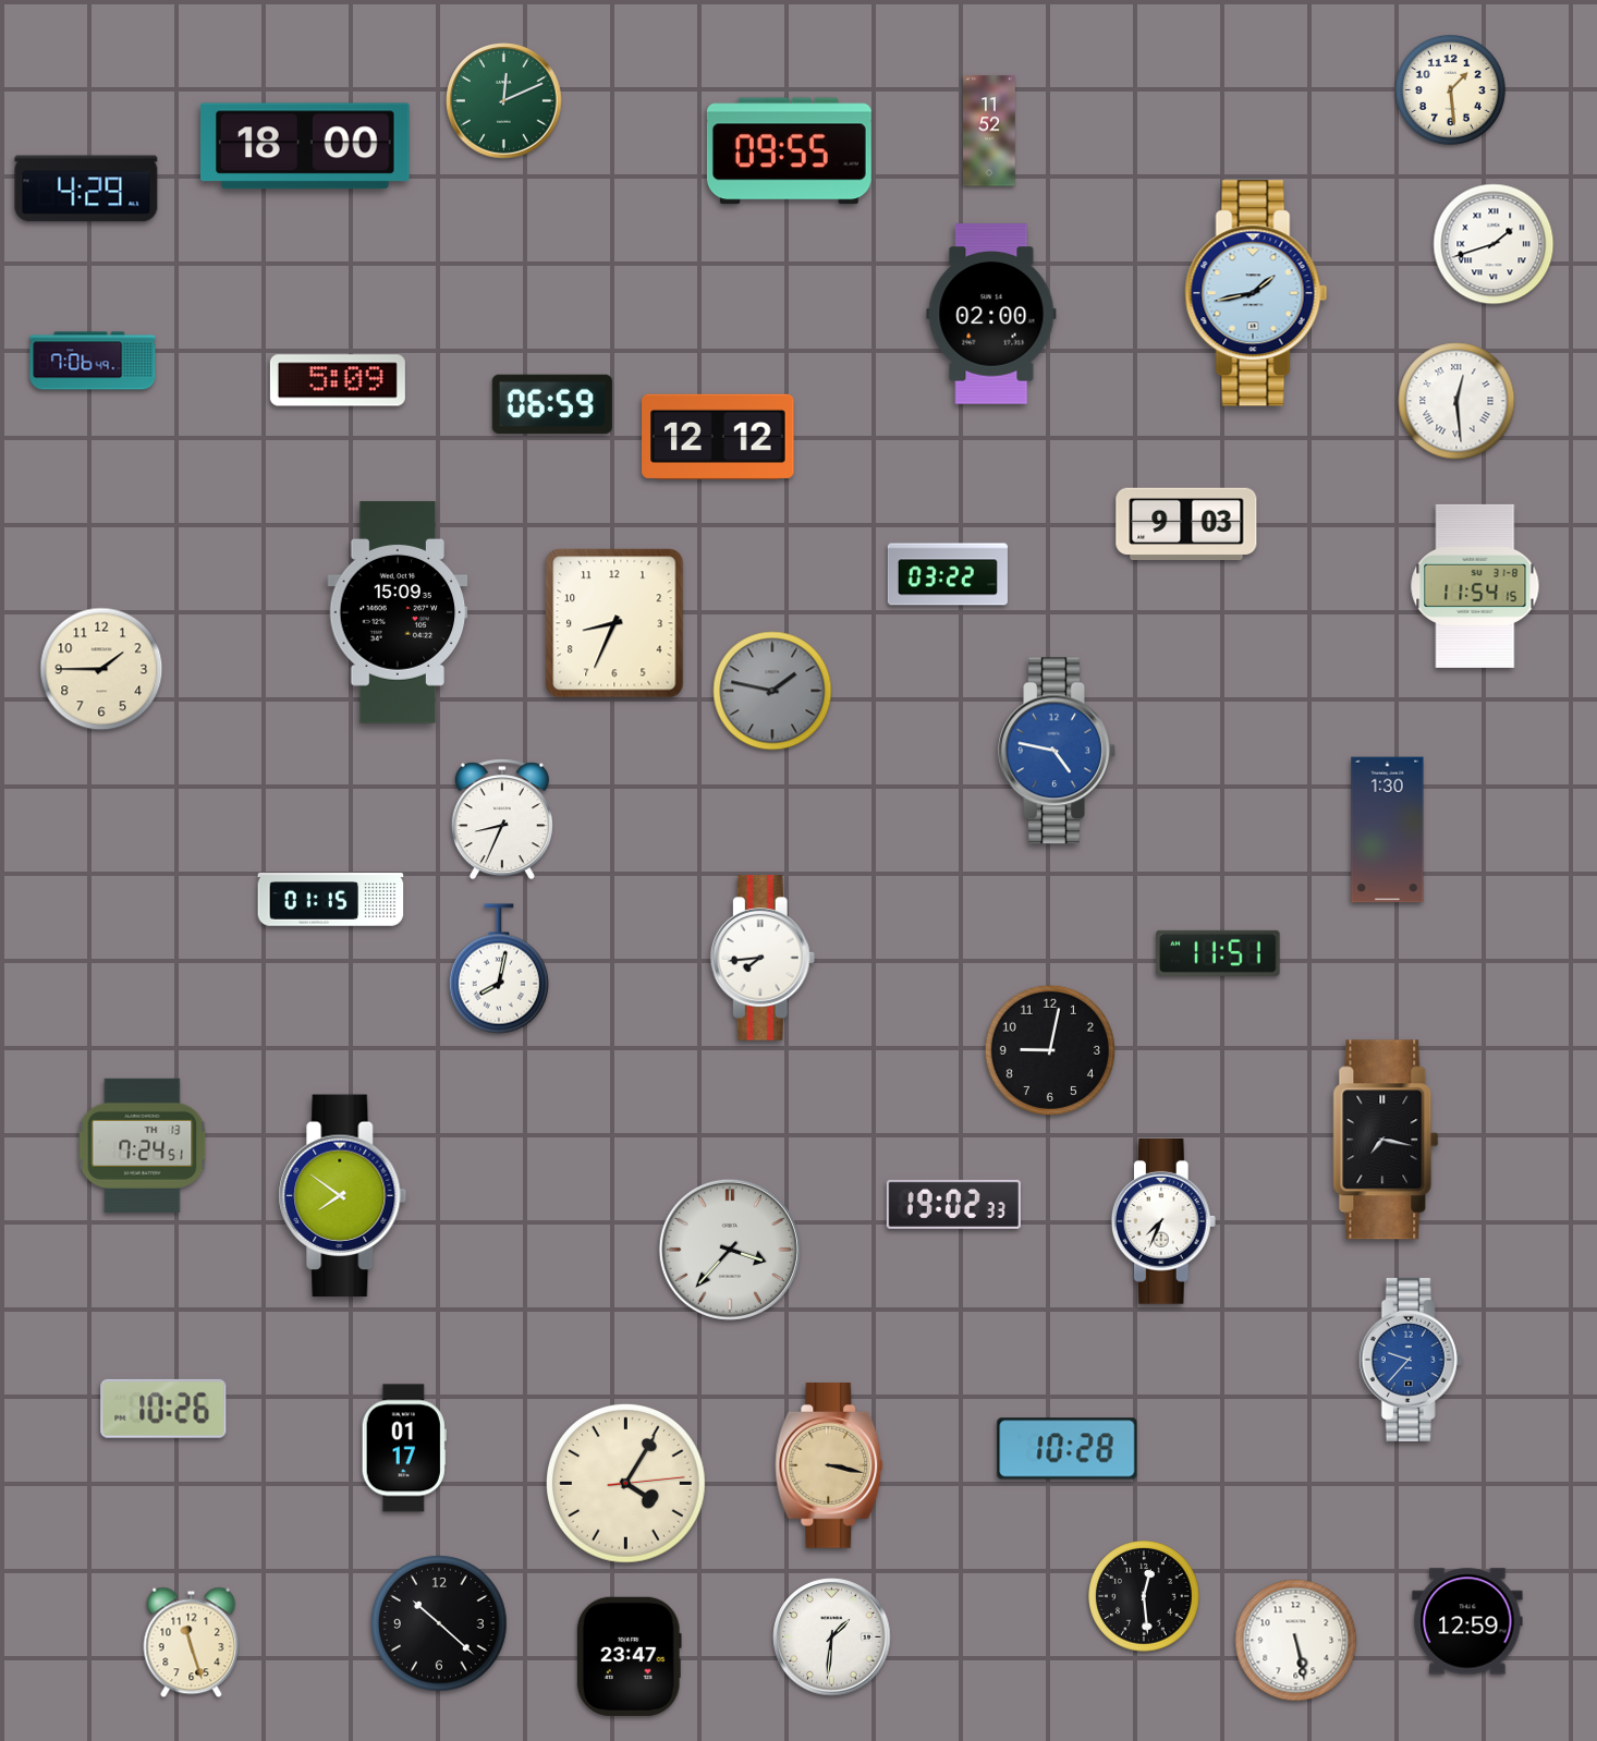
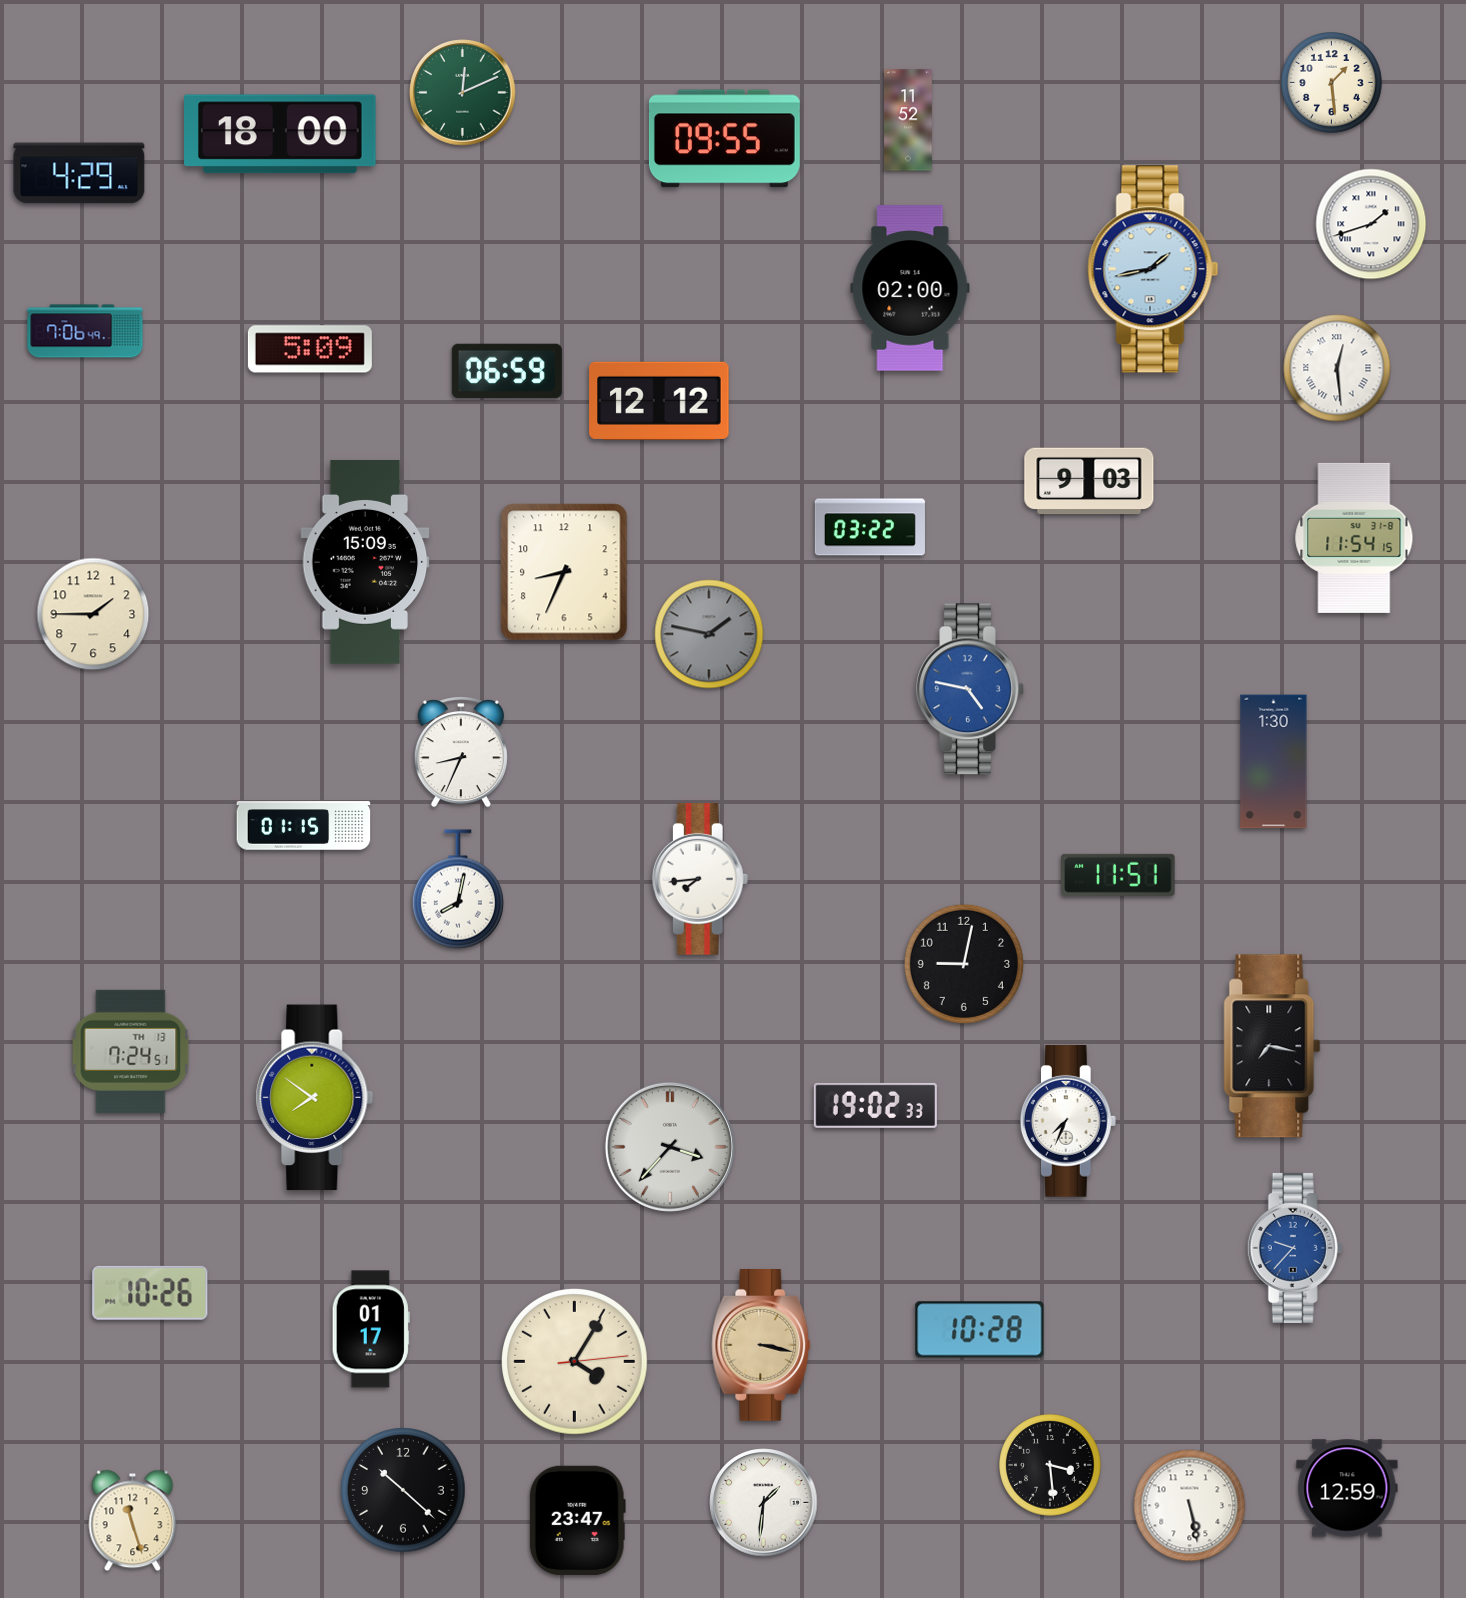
clock at (1144, 1596): 12:29 -> 3:29
clock at (192, 1643) position: (192, 1643) -> (133, 1521)
